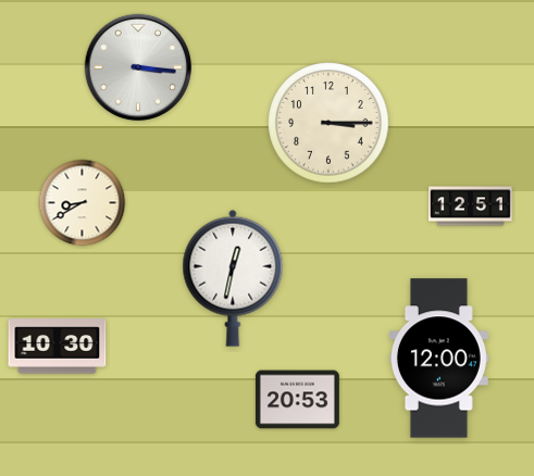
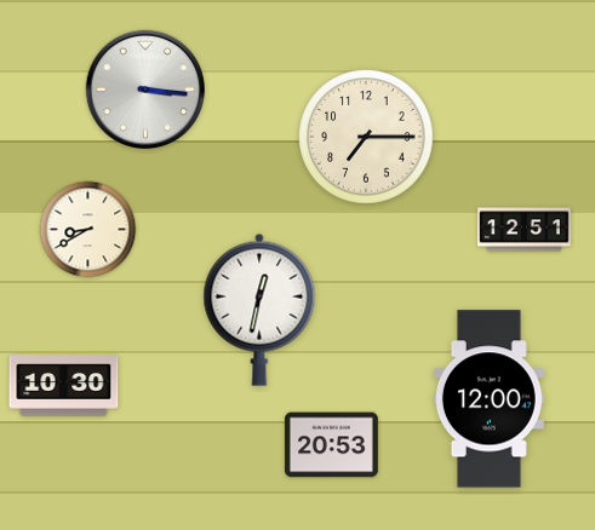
clock at (138, 67) position: (138, 67) -> (145, 90)
clock at (328, 123): 3:15 -> 7:15
clock at (83, 203) position: (83, 203) -> (88, 230)
